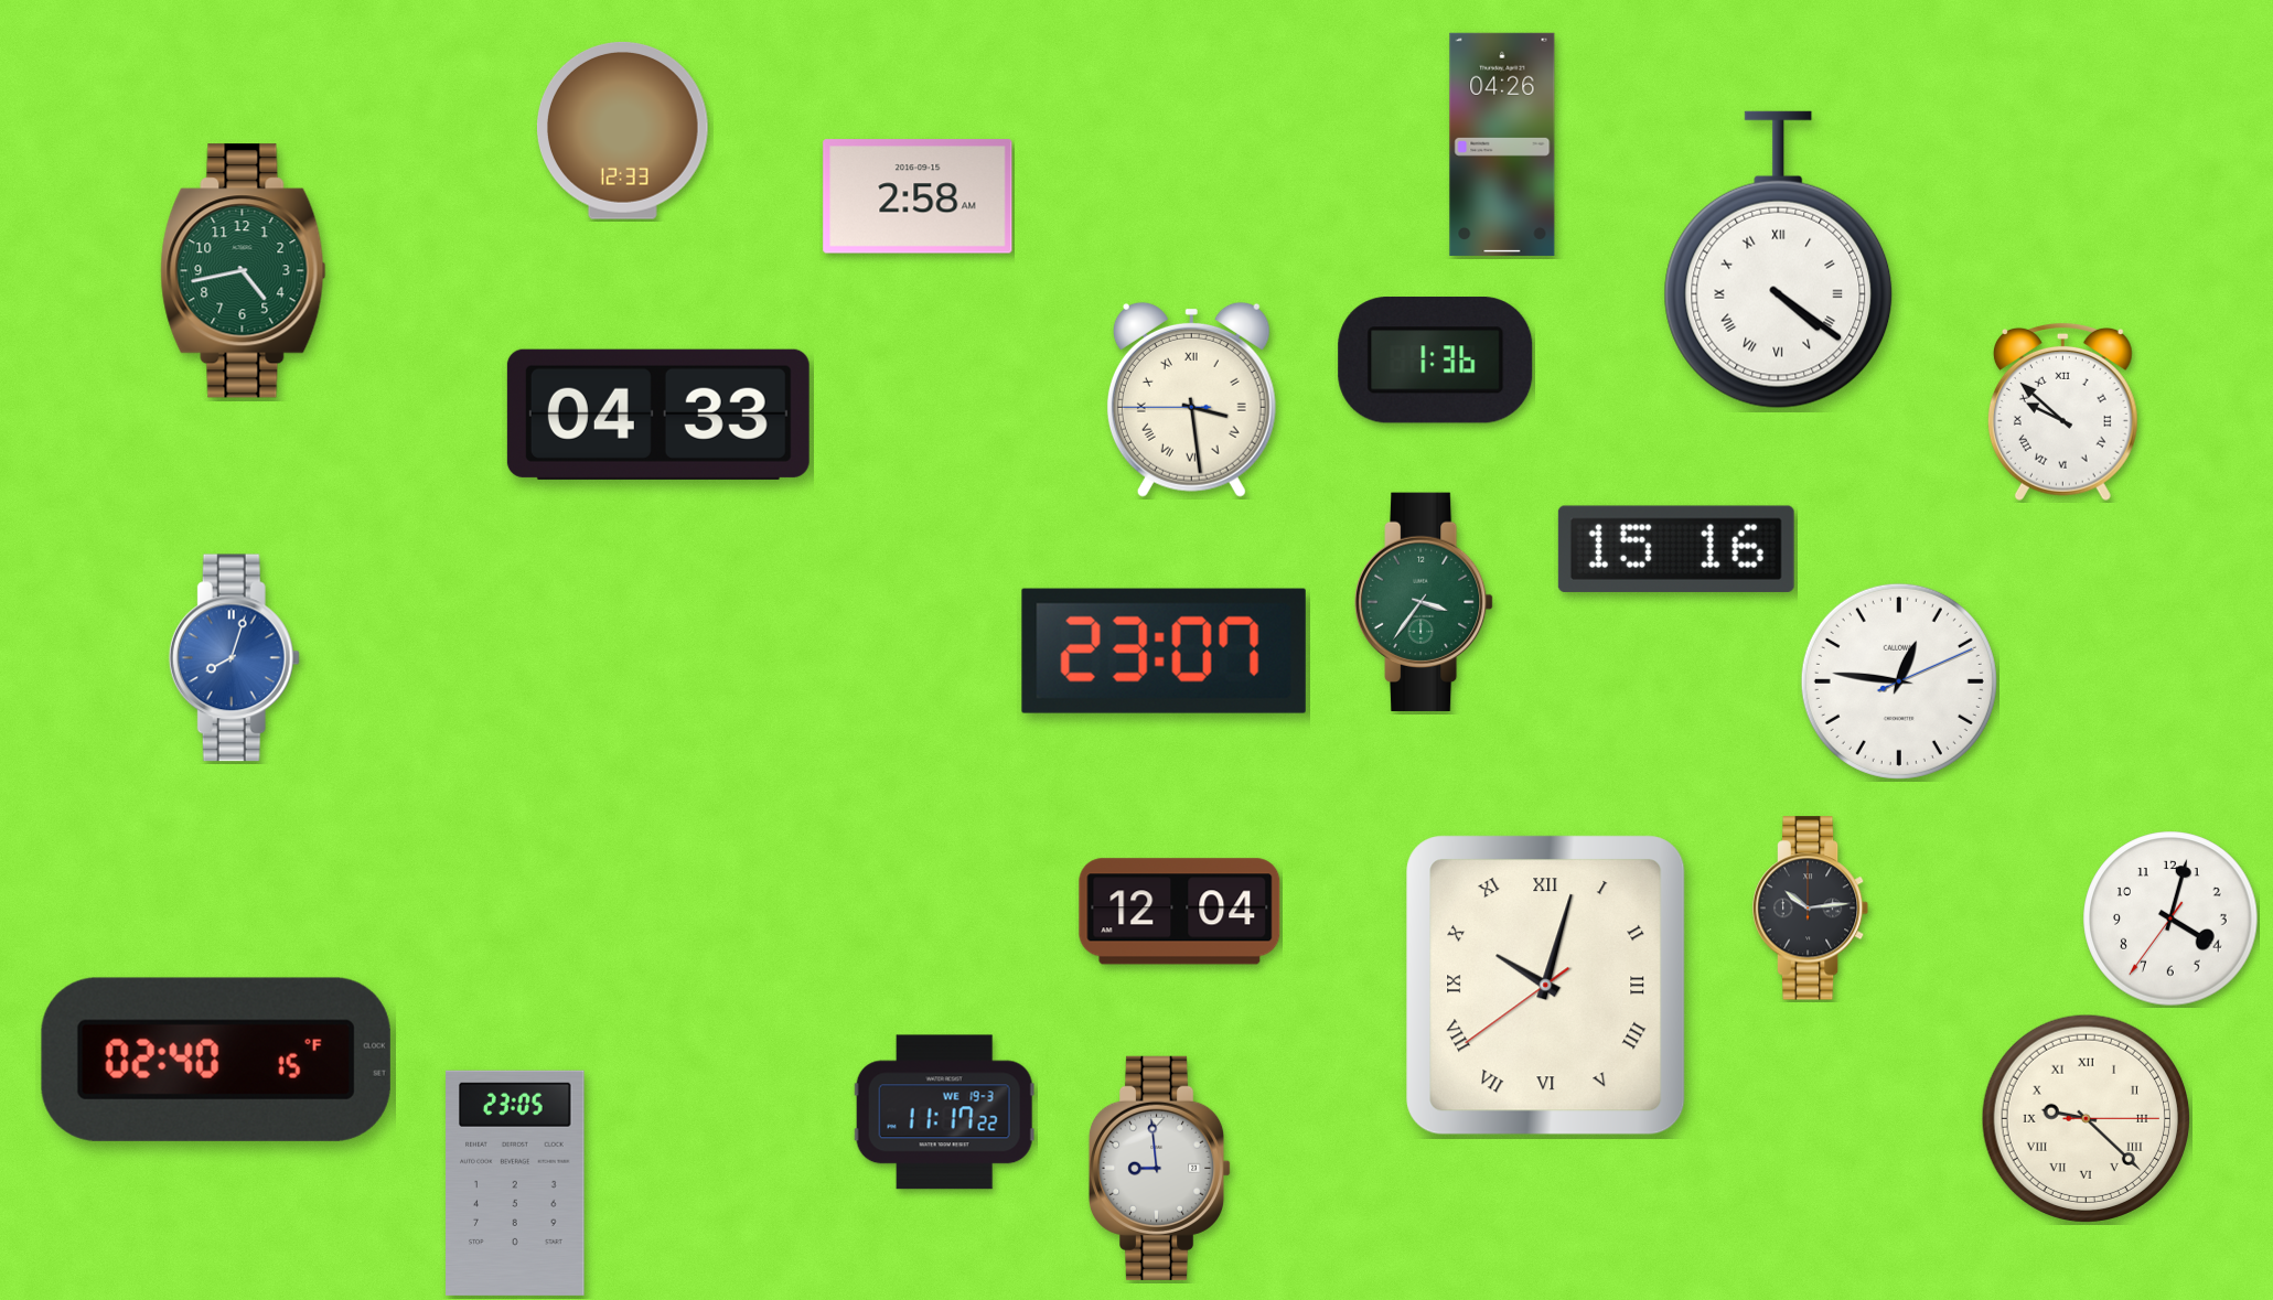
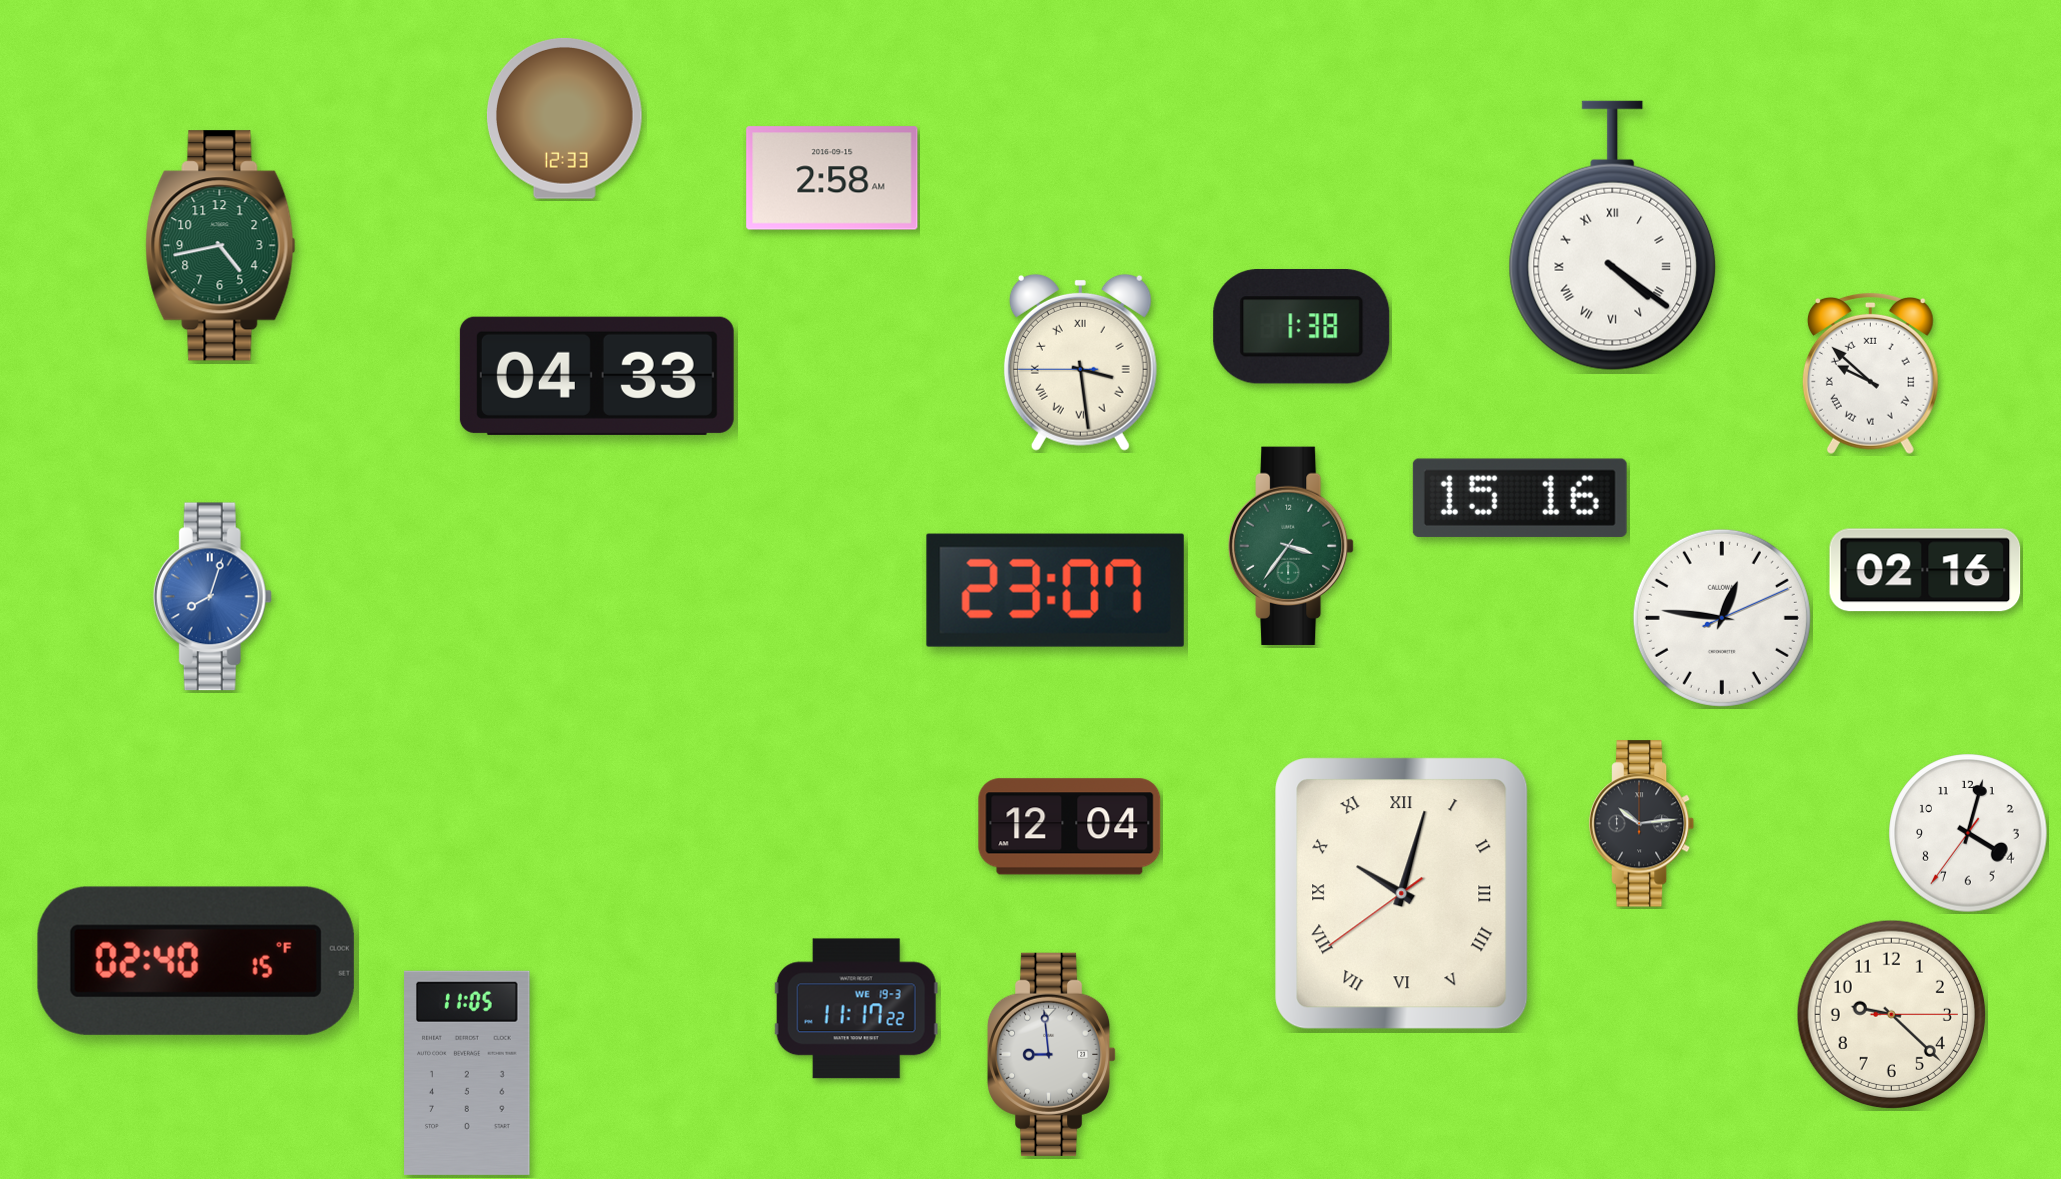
clock at (1502, 144): 04:26 -> none
clock at (1436, 361): 1:36 -> 1:38
clock at (1925, 570): none -> 02:16
clock at (2086, 1118) numerals: Roman -> Arabic
clock at (1160, 1168) position: (1160, 1168) -> (1052, 1054)
clock at (515, 1183): 23:05 -> 11:05
